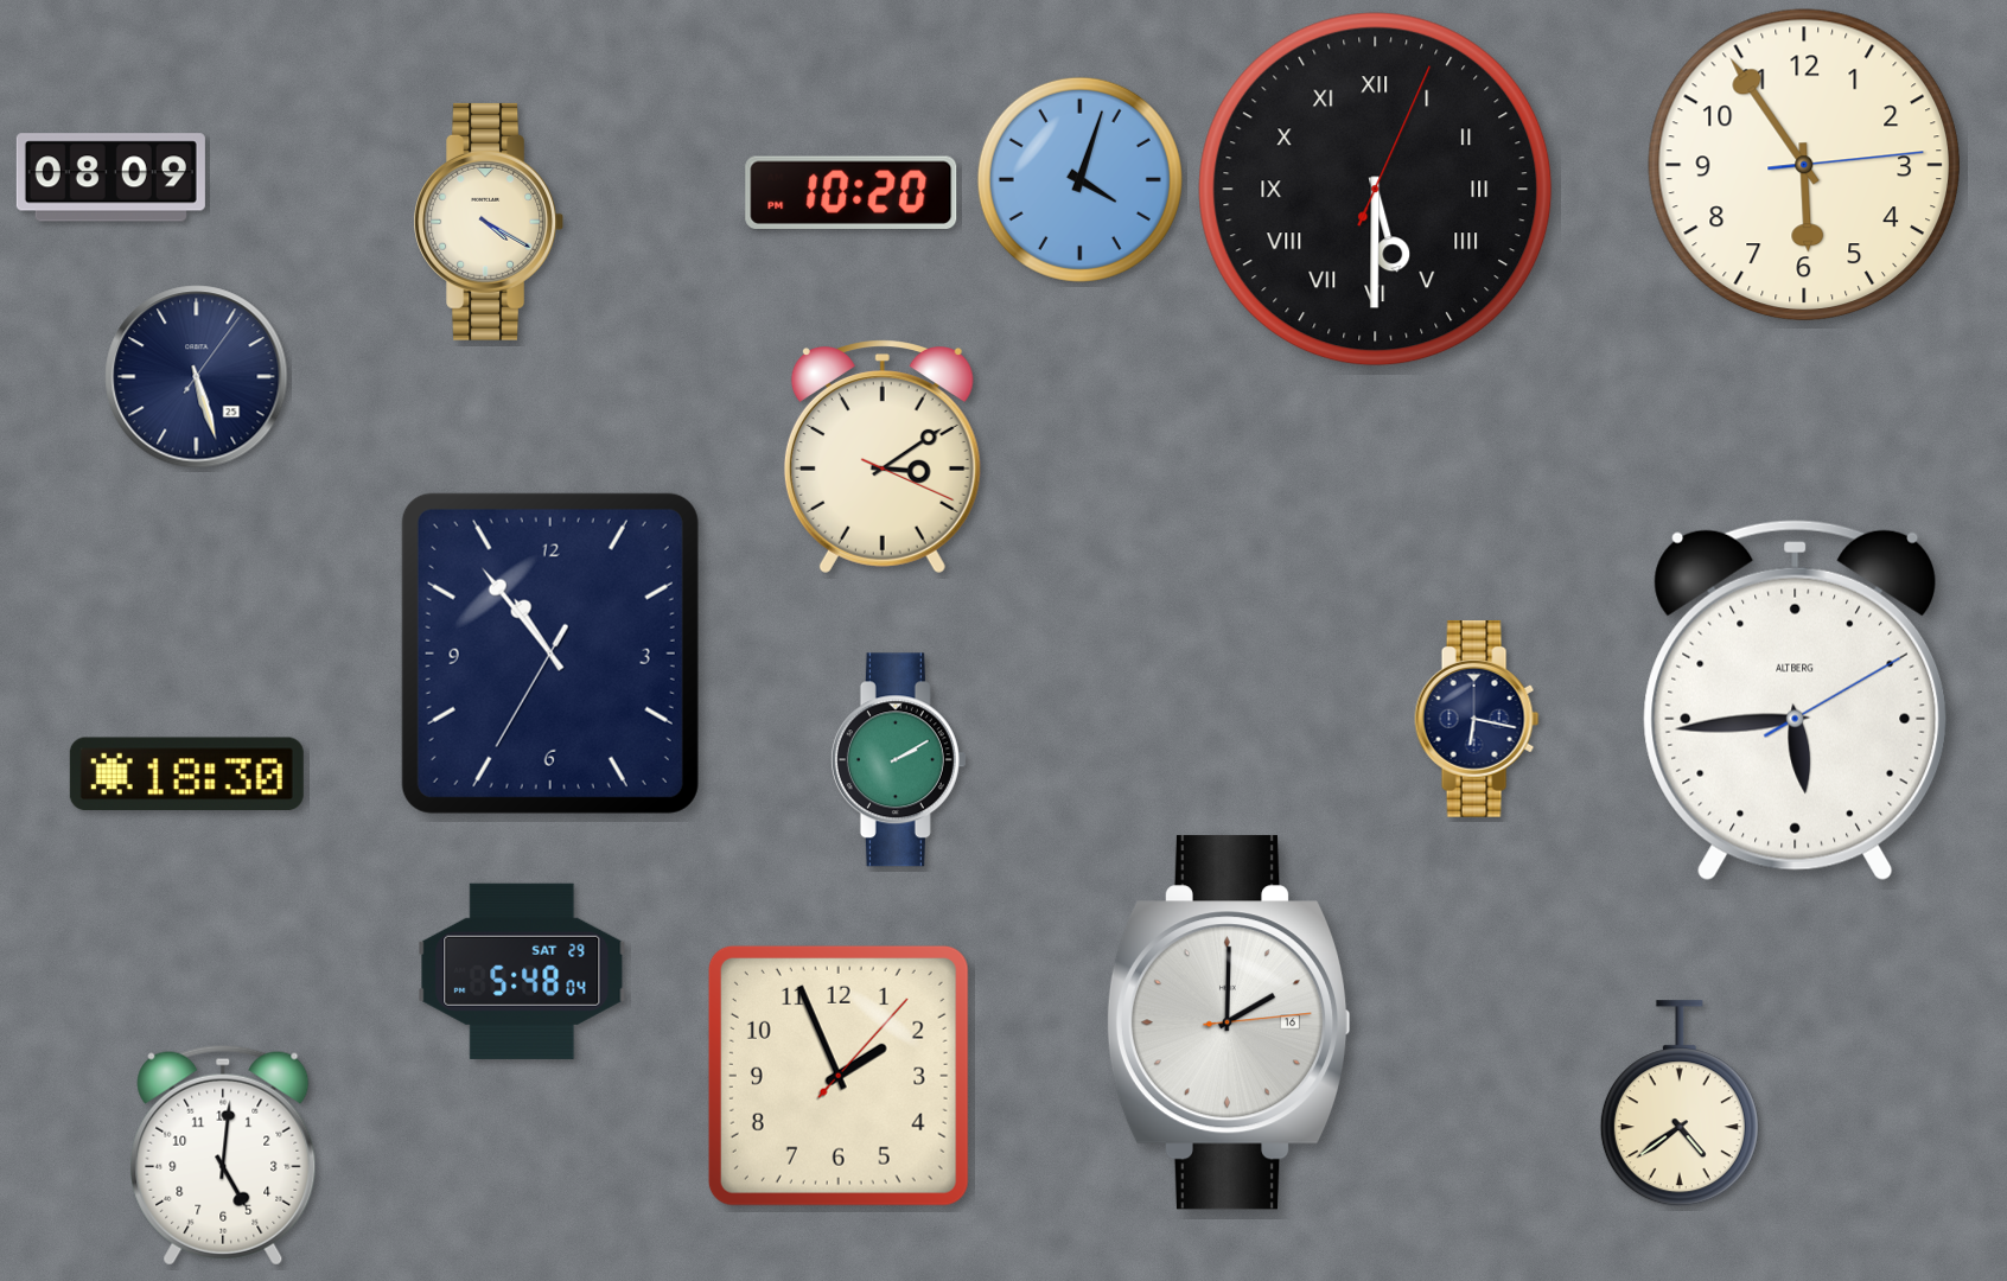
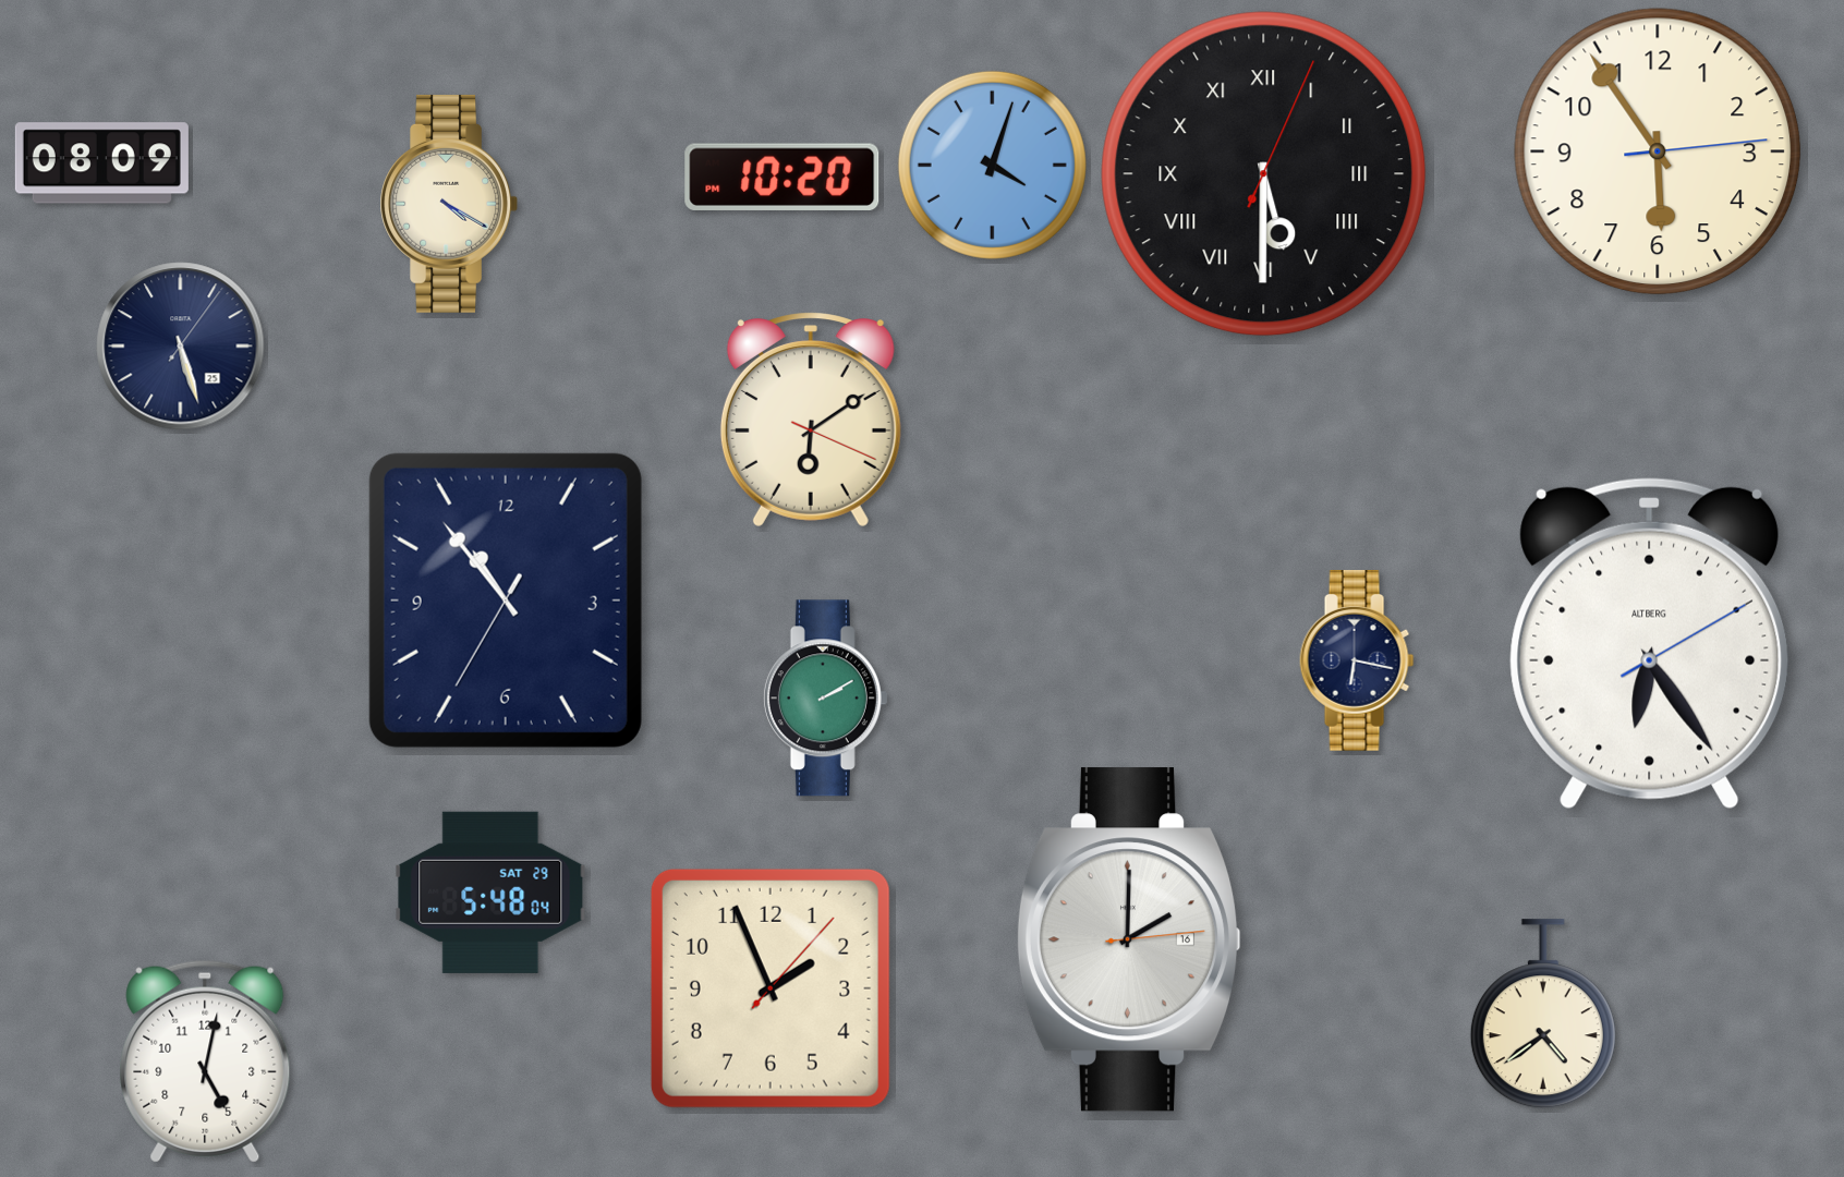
clock at (883, 457): 3:09 -> 6:09
clock at (1796, 701): 5:44 -> 6:24
clock at (186, 773): 18:30 -> none
clock at (522, 971) position: (522, 971) -> (490, 893)
clock at (223, 1155): 5:01 -> 5:02
